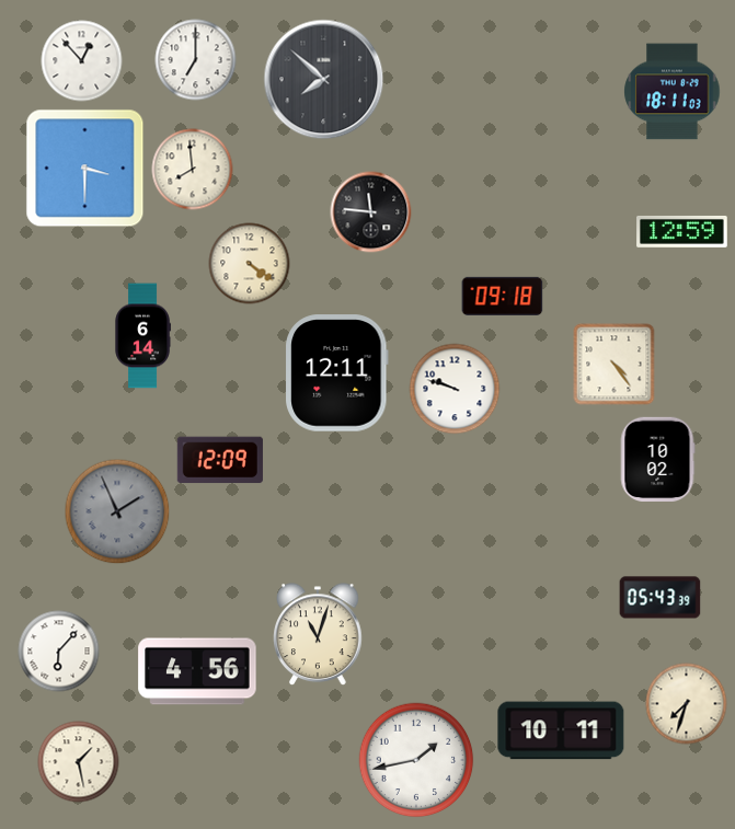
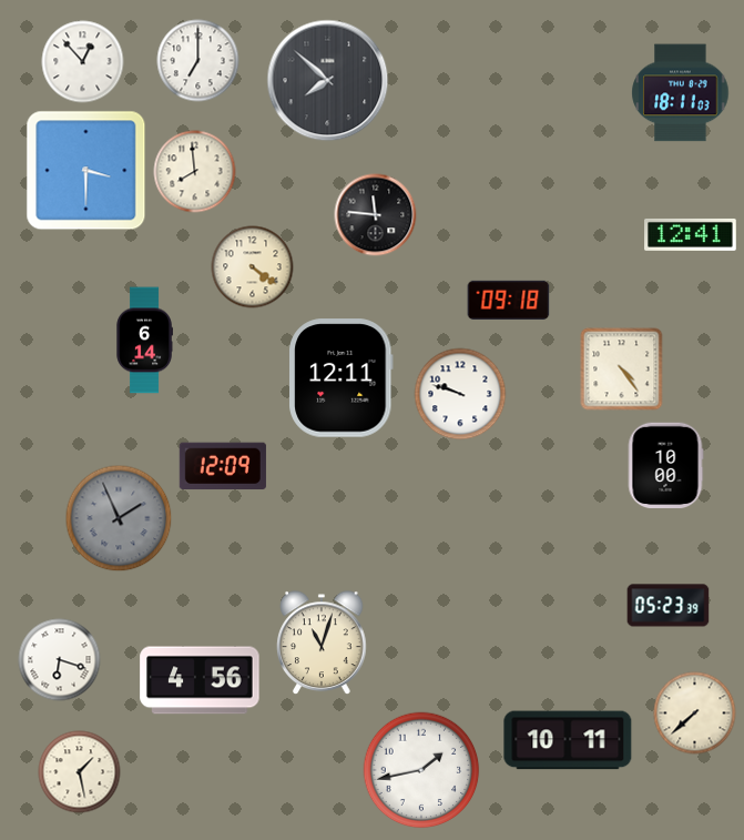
clock at (682, 231): 12:59 -> 12:41
clock at (657, 460): 10:02 -> 10:00
clock at (661, 598): 05:43 -> 05:23
clock at (59, 652): 6:07 -> 6:18
clock at (687, 704): 7:33 -> 7:38
